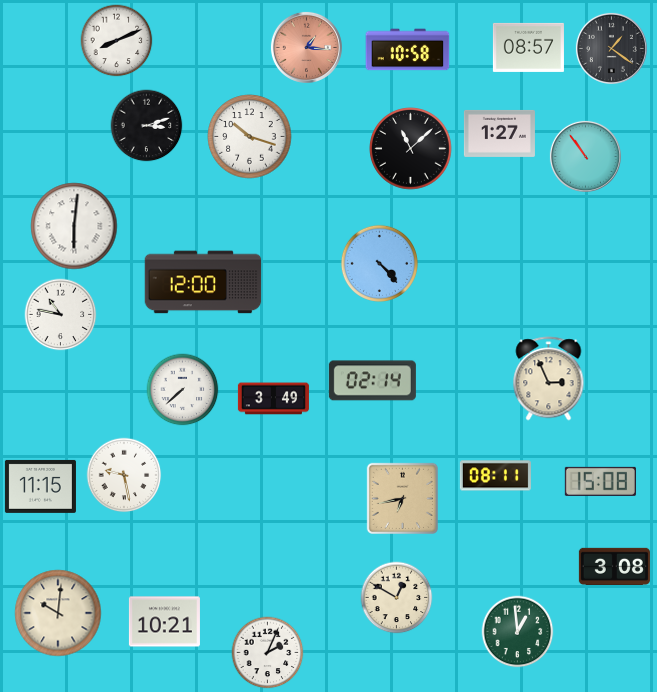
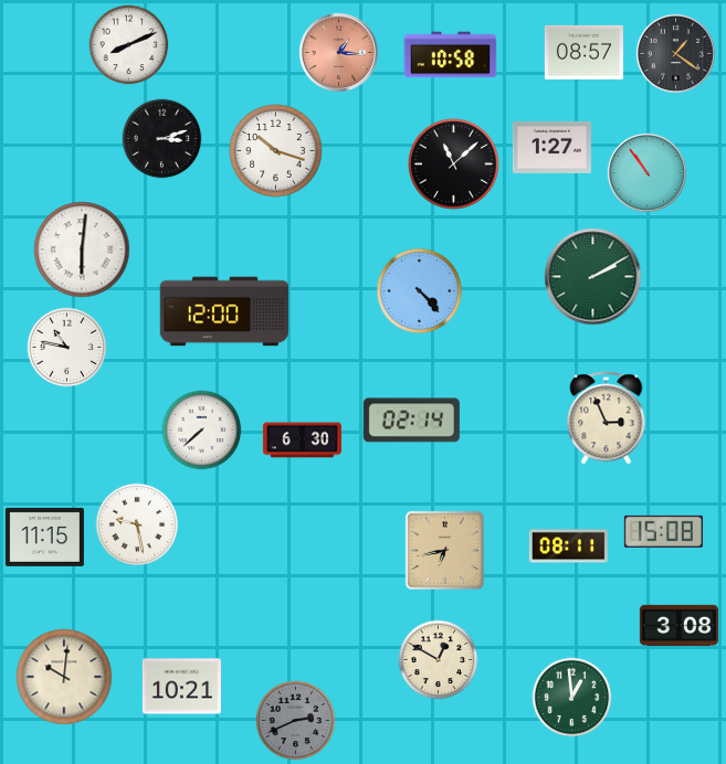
clock at (593, 277): none -> 2:10
clock at (273, 399): 3:49 -> 6:30
clock at (495, 476) position: (495, 476) -> (568, 547)
clock at (268, 653): 2:04 -> 2:41
clock at (268, 653) dial: white -> grey
